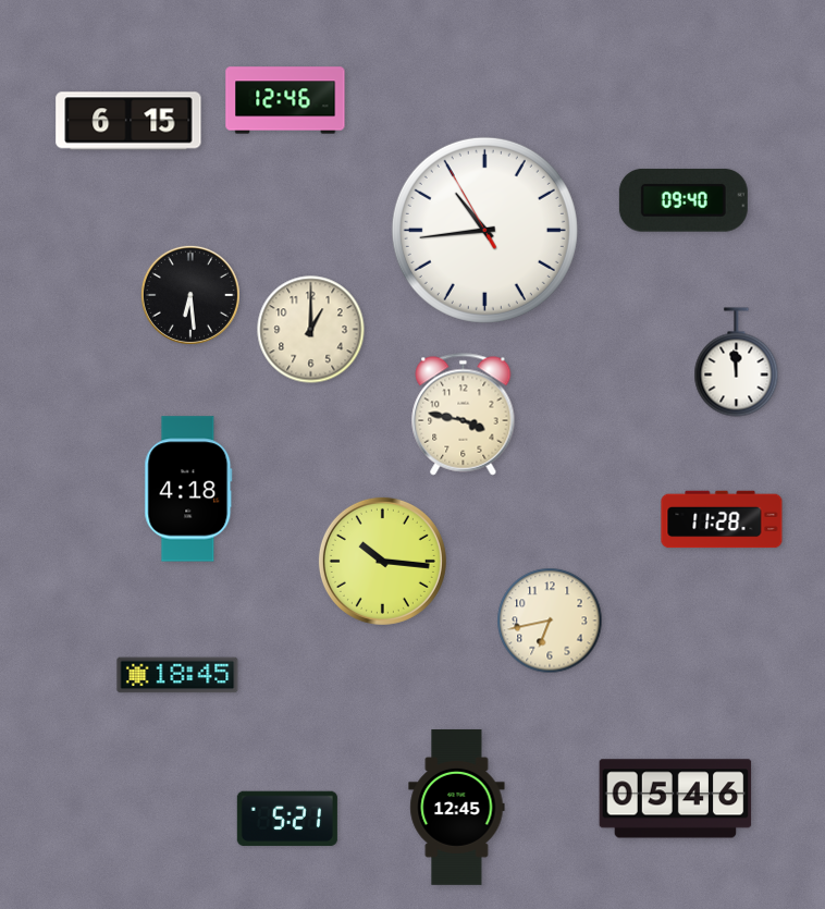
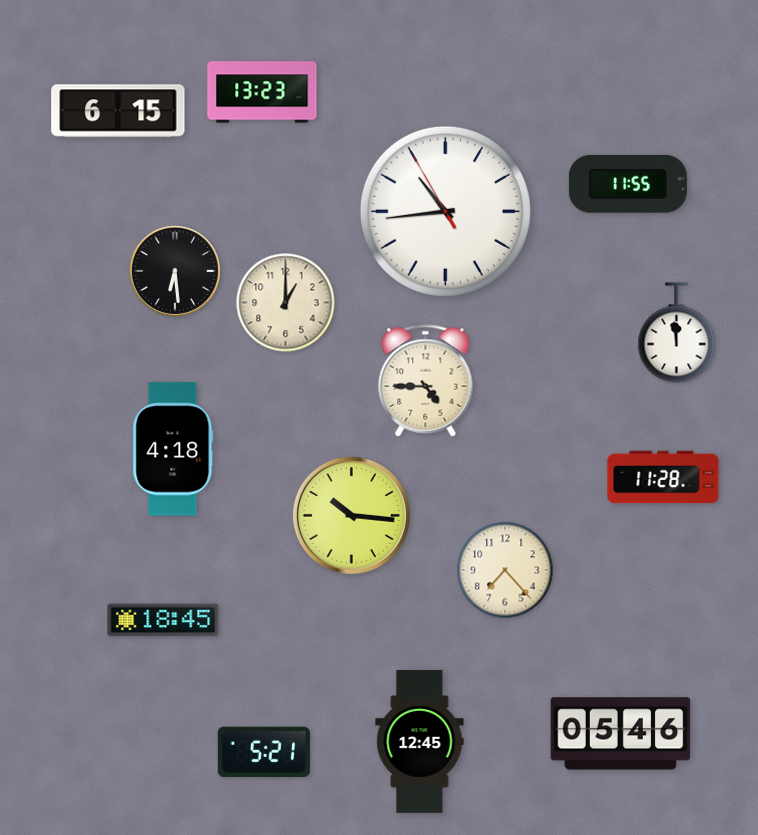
clock at (285, 100): 12:46 -> 13:23
clock at (684, 200): 09:40 -> 11:55
clock at (464, 415): 3:47 -> 4:45
clock at (550, 621): 6:43 -> 7:23
